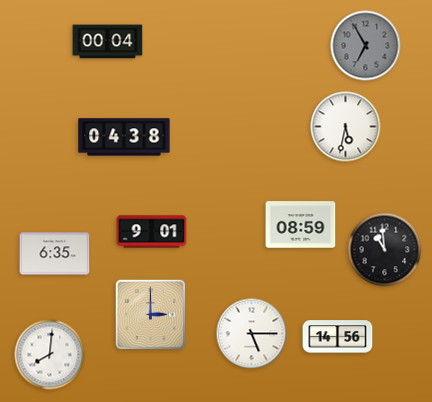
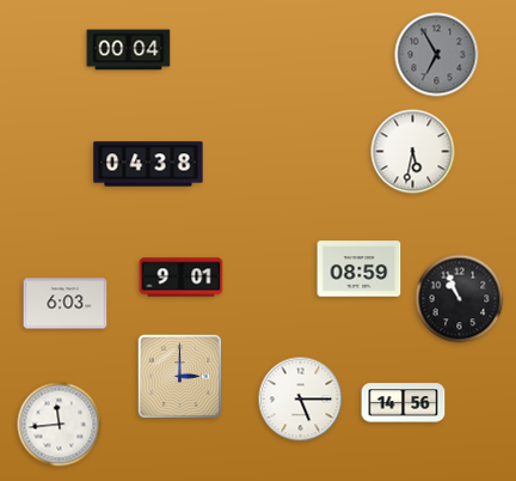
clock at (385, 250): 10:59 -> 10:56
clock at (55, 254): 6:35 -> 6:03
clock at (50, 355): 8:01 -> 11:44
